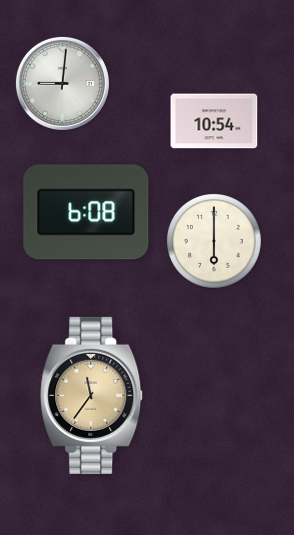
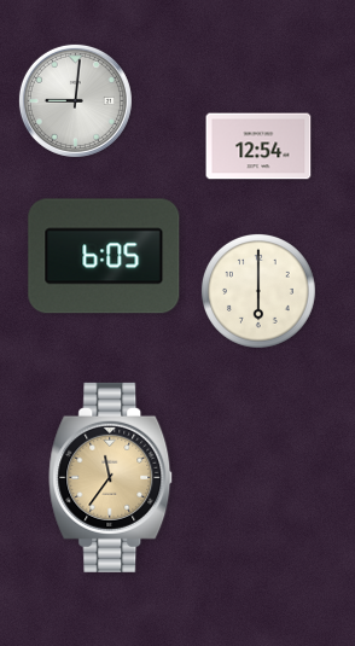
clock at (214, 121): 10:54 -> 12:54
clock at (86, 212): 6:08 -> 6:05
